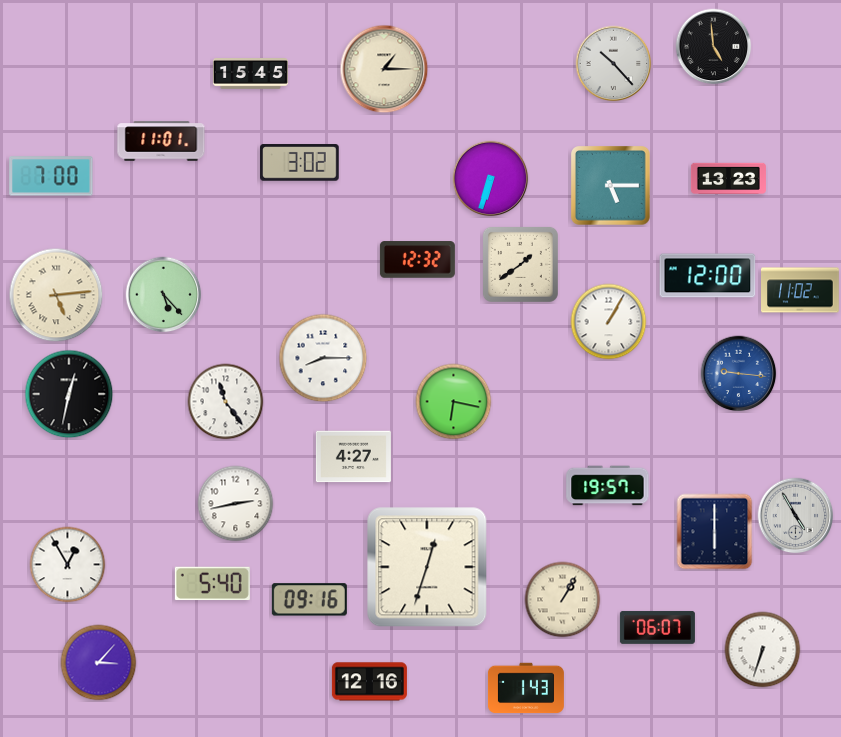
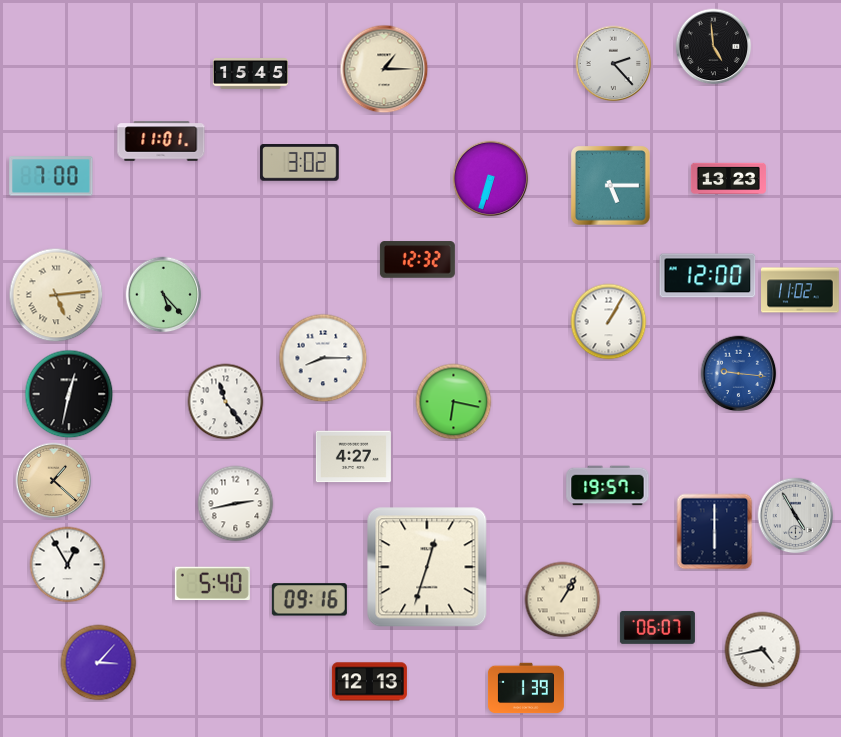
clock at (614, 64): 10:23 -> 2:23
clock at (520, 264): 1:39 -> none
clock at (54, 481): none -> 1:22
clock at (763, 650): 6:33 -> 4:43
clock at (369, 682): 12:16 -> 12:13
clock at (526, 688): 1:43 -> 1:39
